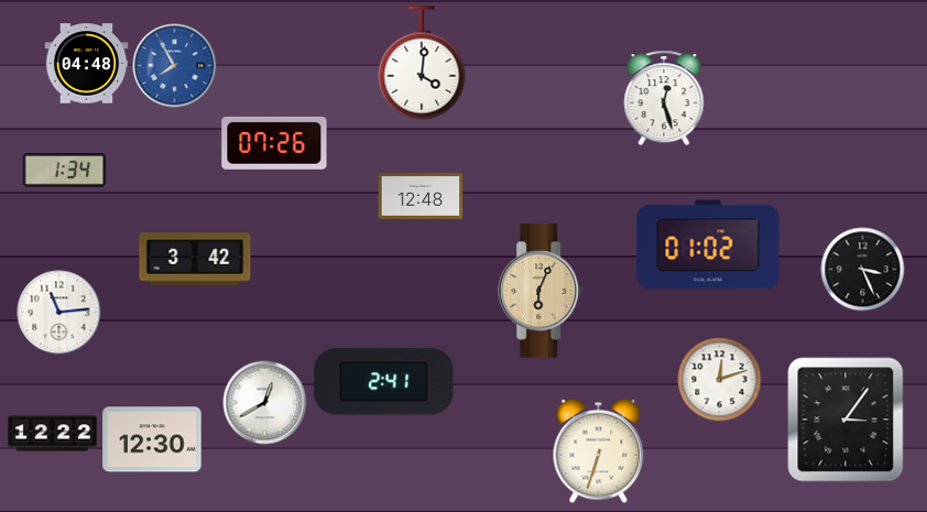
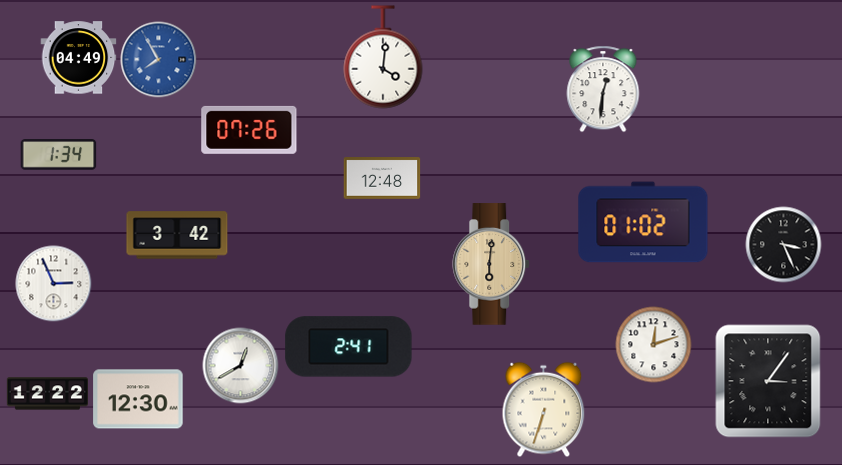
clock at (87, 64): 04:48 -> 04:49
clock at (664, 98): 12:27 -> 12:31
clock at (542, 291): 6:04 -> 6:01
clock at (59, 313): 11:14 -> 2:56
